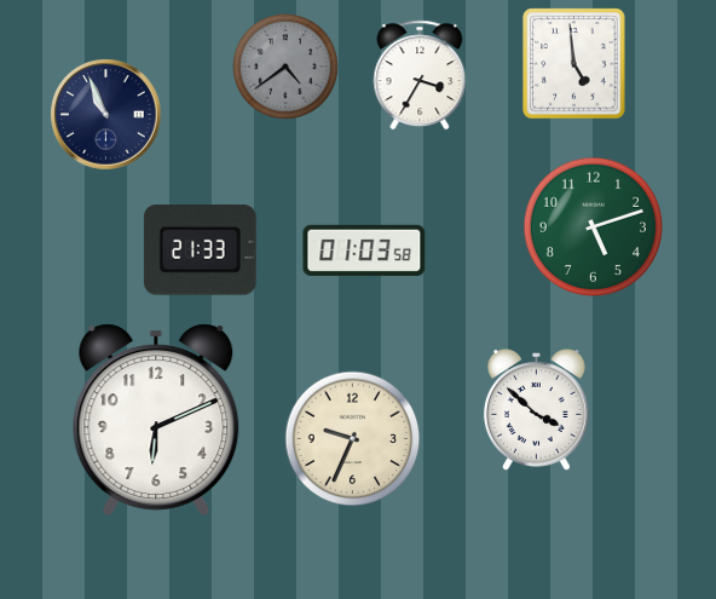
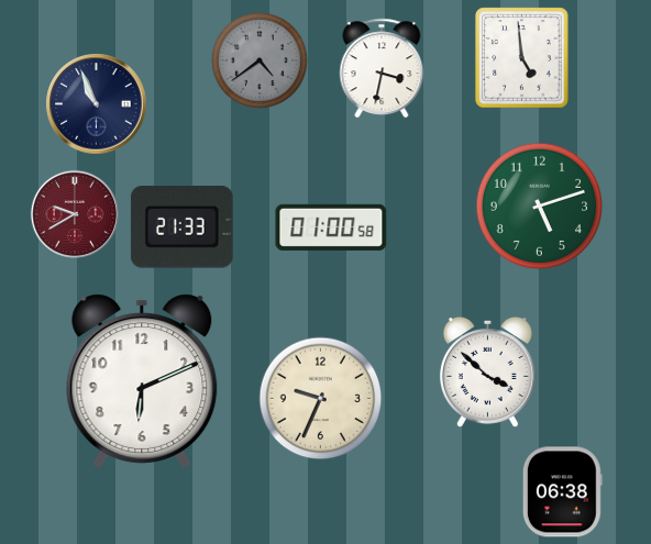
clock at (420, 75): 3:35 -> 3:32
clock at (75, 214): none -> 9:40
clock at (364, 250): 01:03 -> 01:00
clock at (562, 492): none -> 06:38
